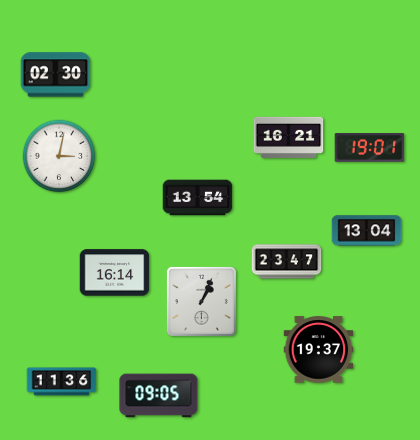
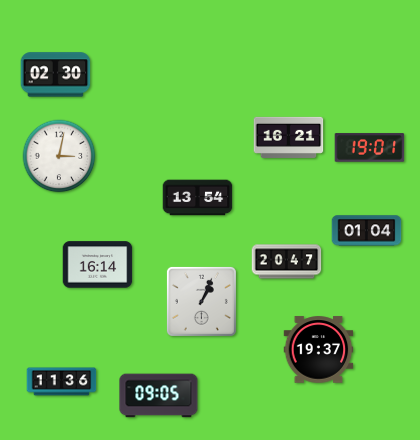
clock at (367, 231): 13:04 -> 01:04
clock at (287, 262): 23:47 -> 20:47
clock at (115, 273) position: (115, 273) -> (98, 265)
